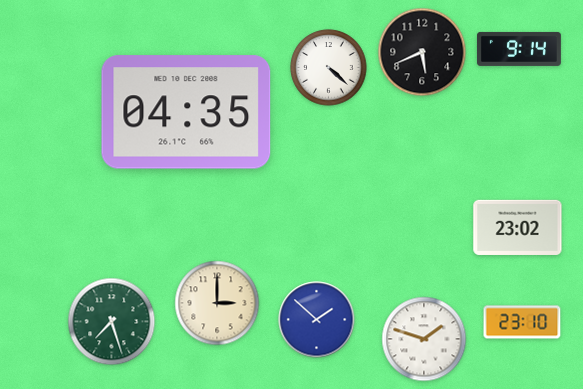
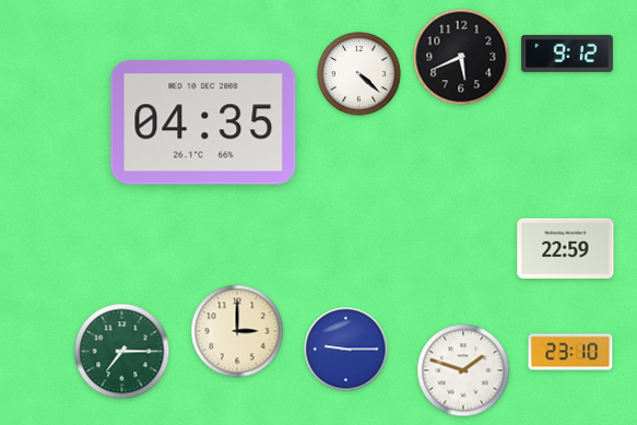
clock at (519, 49): 9:14 -> 9:12
clock at (518, 227): 23:02 -> 22:59
clock at (317, 320): 1:52 -> 9:15
clock at (112, 322): 7:27 -> 7:15
